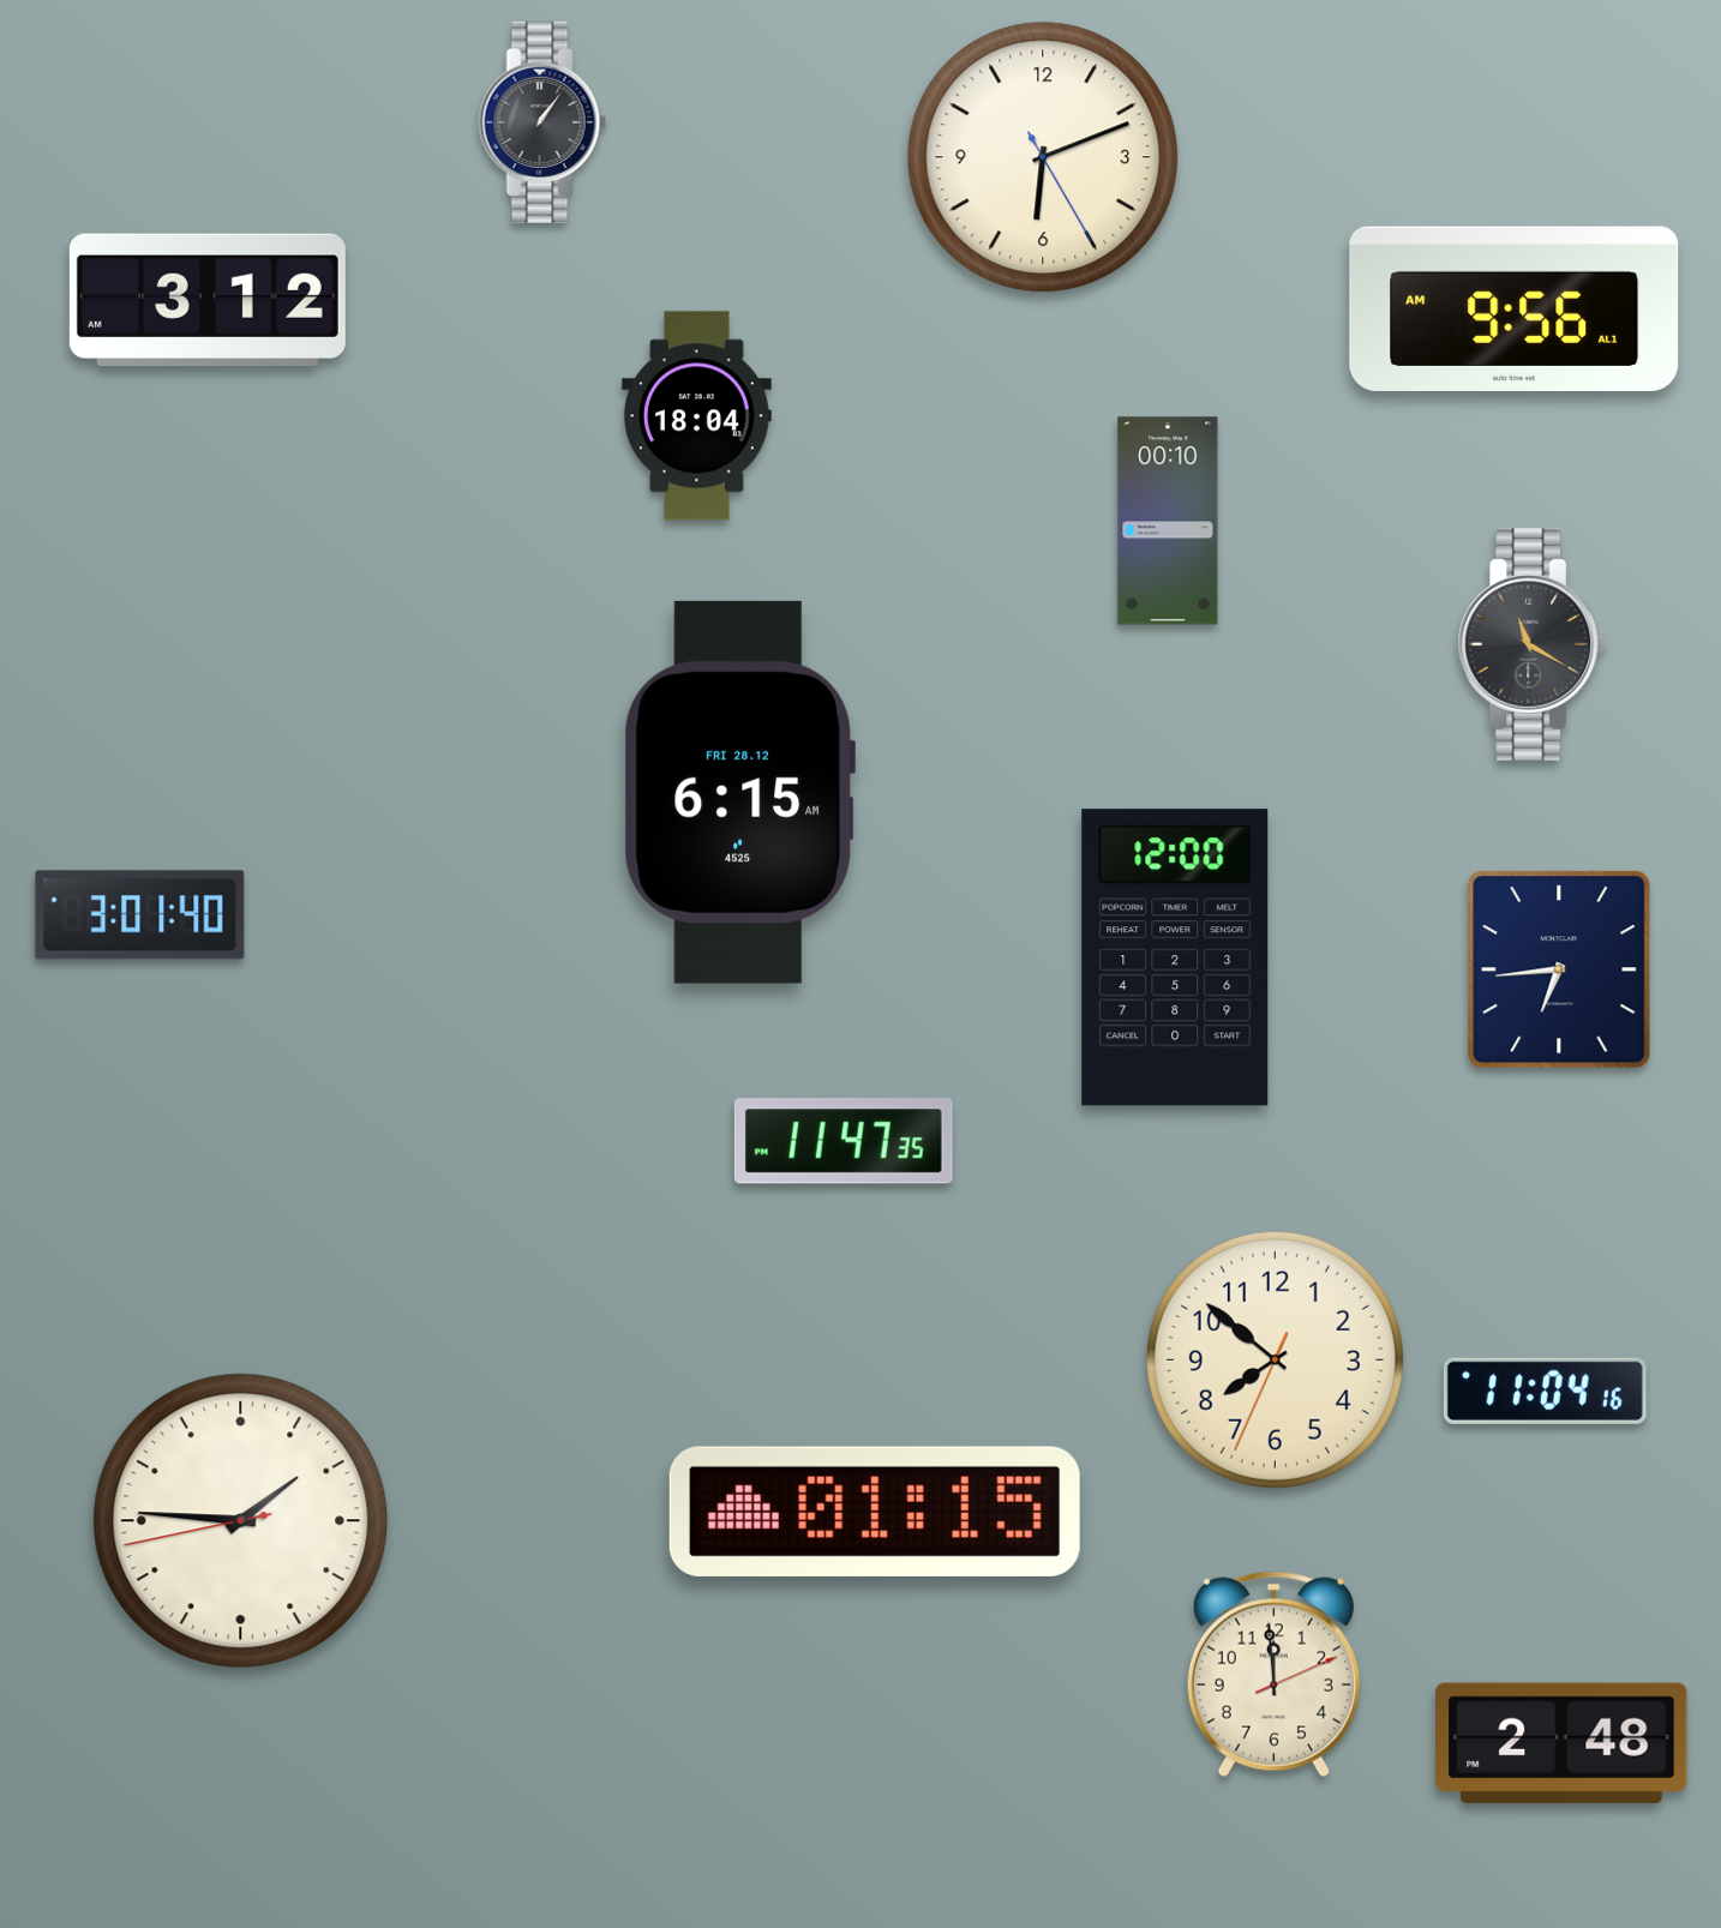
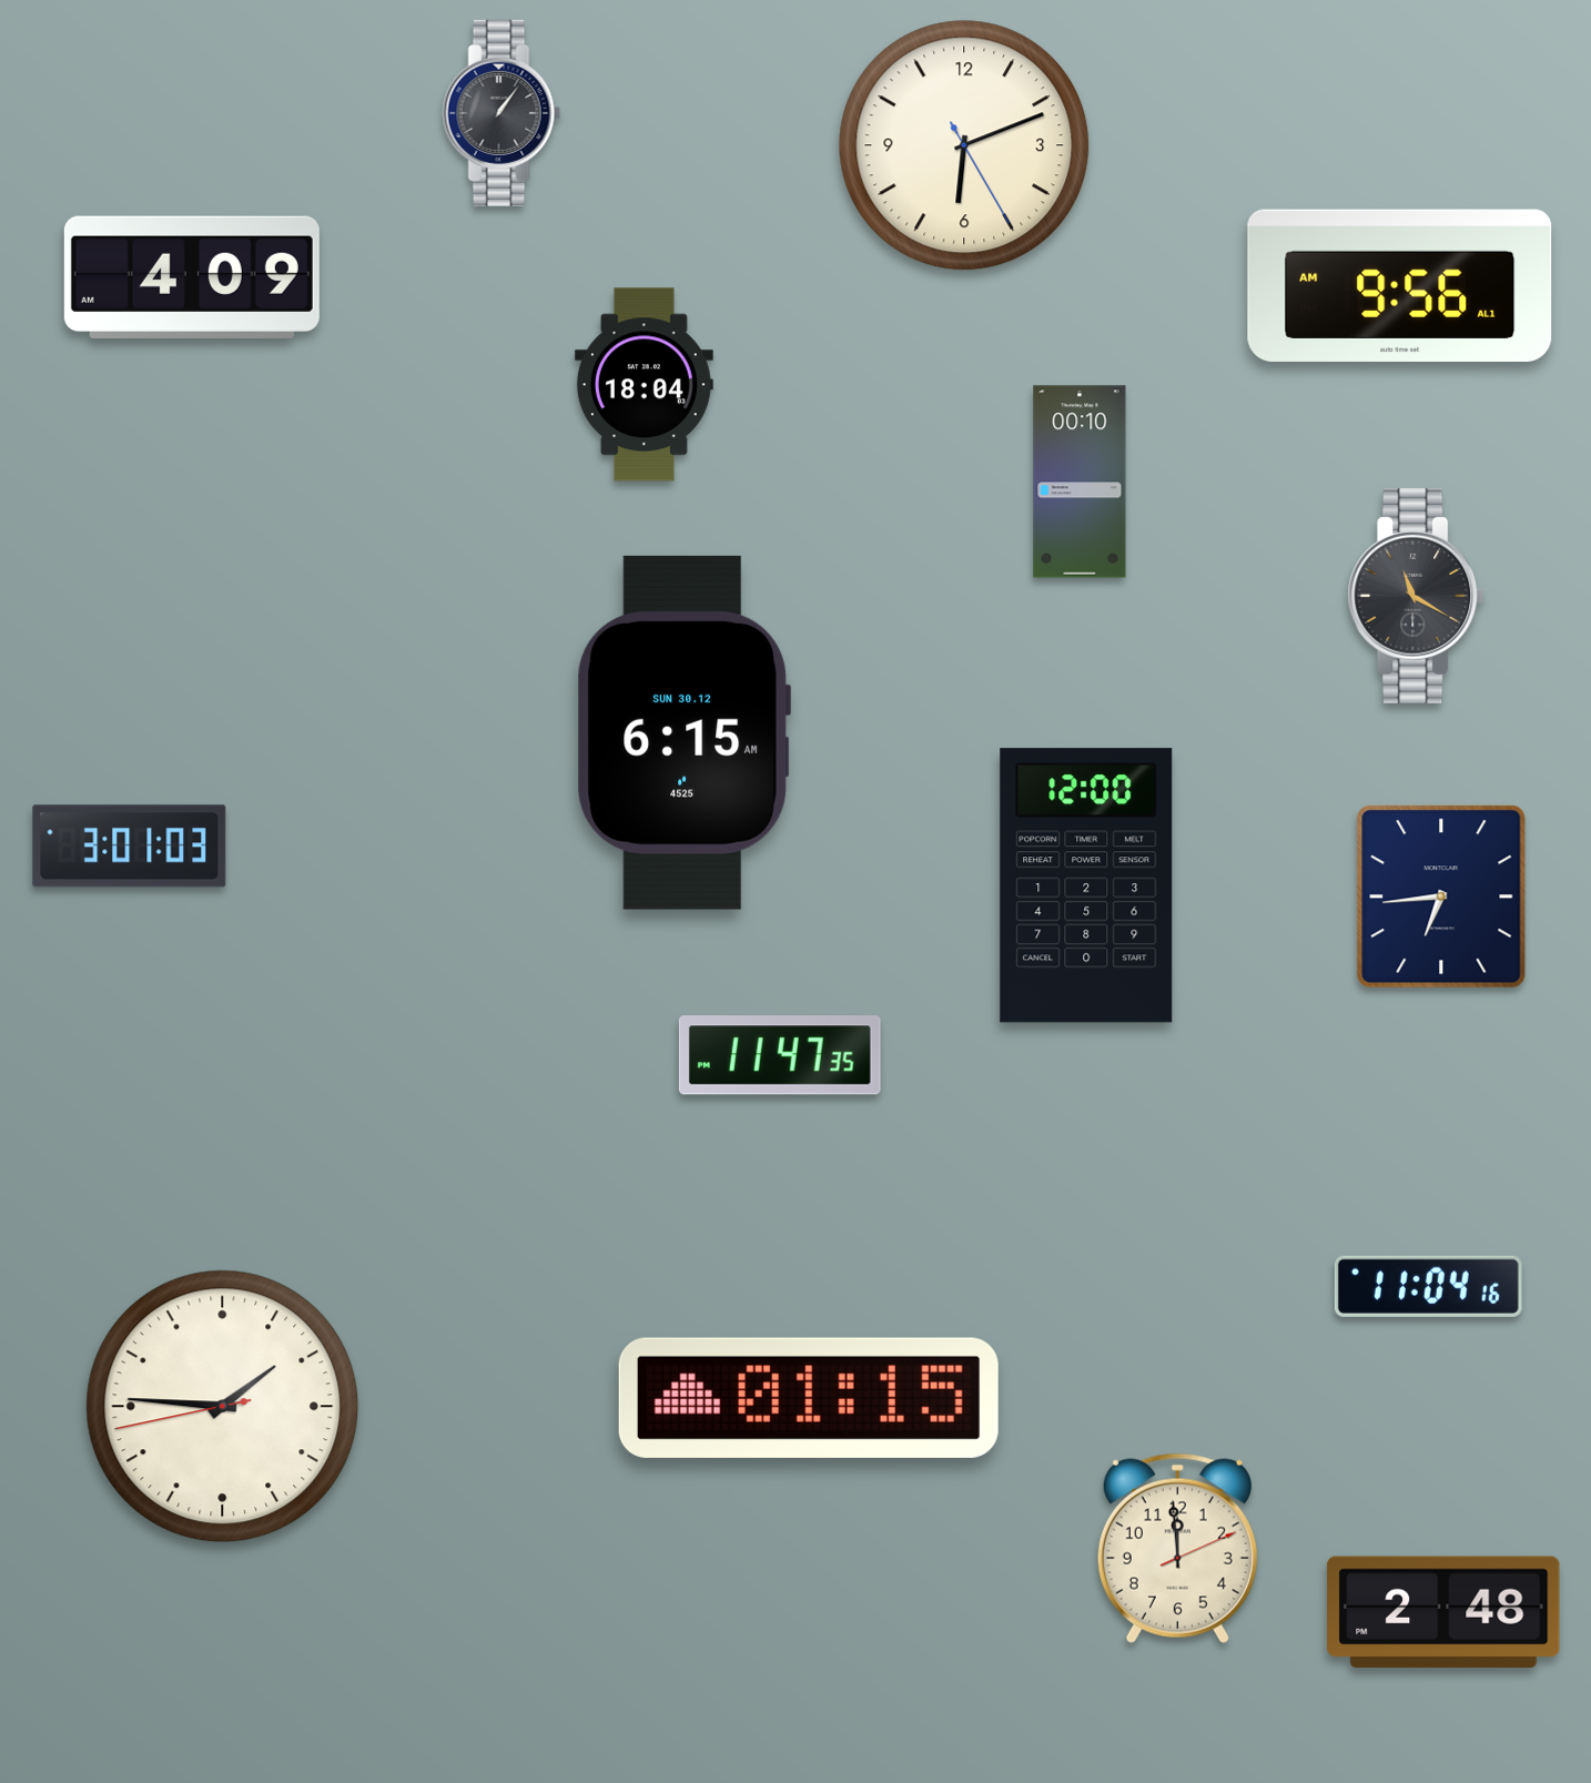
clock at (208, 299): 3:12 -> 4:09
clock at (739, 792) date: FRI 28.12 -> SUN 30.12
clock at (140, 915): 3:01:40 -> 3:01:03
clock at (1275, 1359): 7:51 -> none
